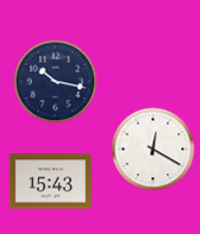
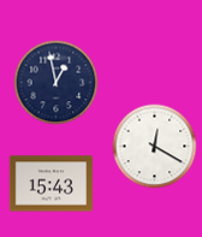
clock at (56, 82): 10:17 -> 12:58
clock at (154, 150) position: (154, 150) -> (155, 147)
